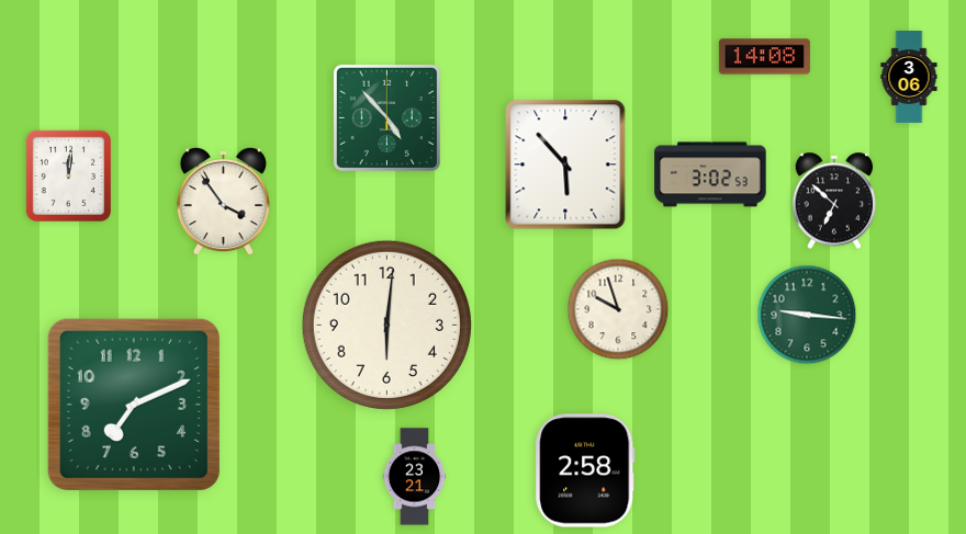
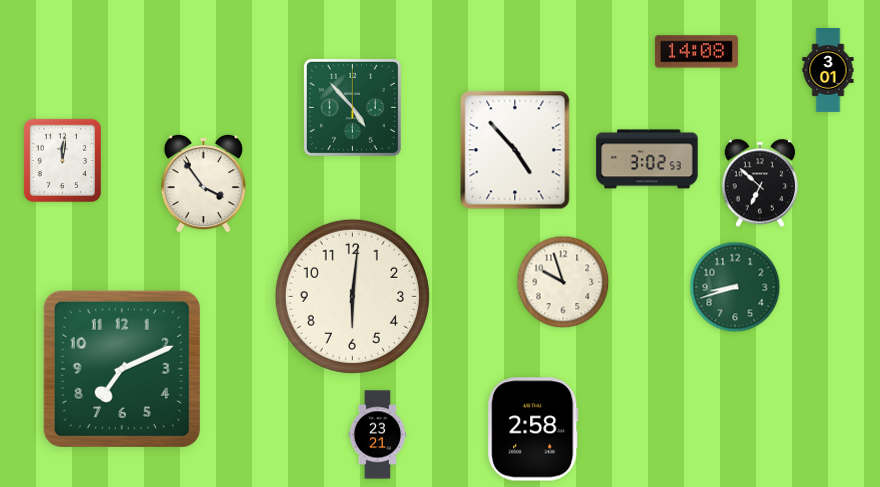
clock at (909, 78): 3:06 -> 3:01
clock at (565, 164): 5:53 -> 4:53
clock at (807, 315): 9:16 -> 8:42
